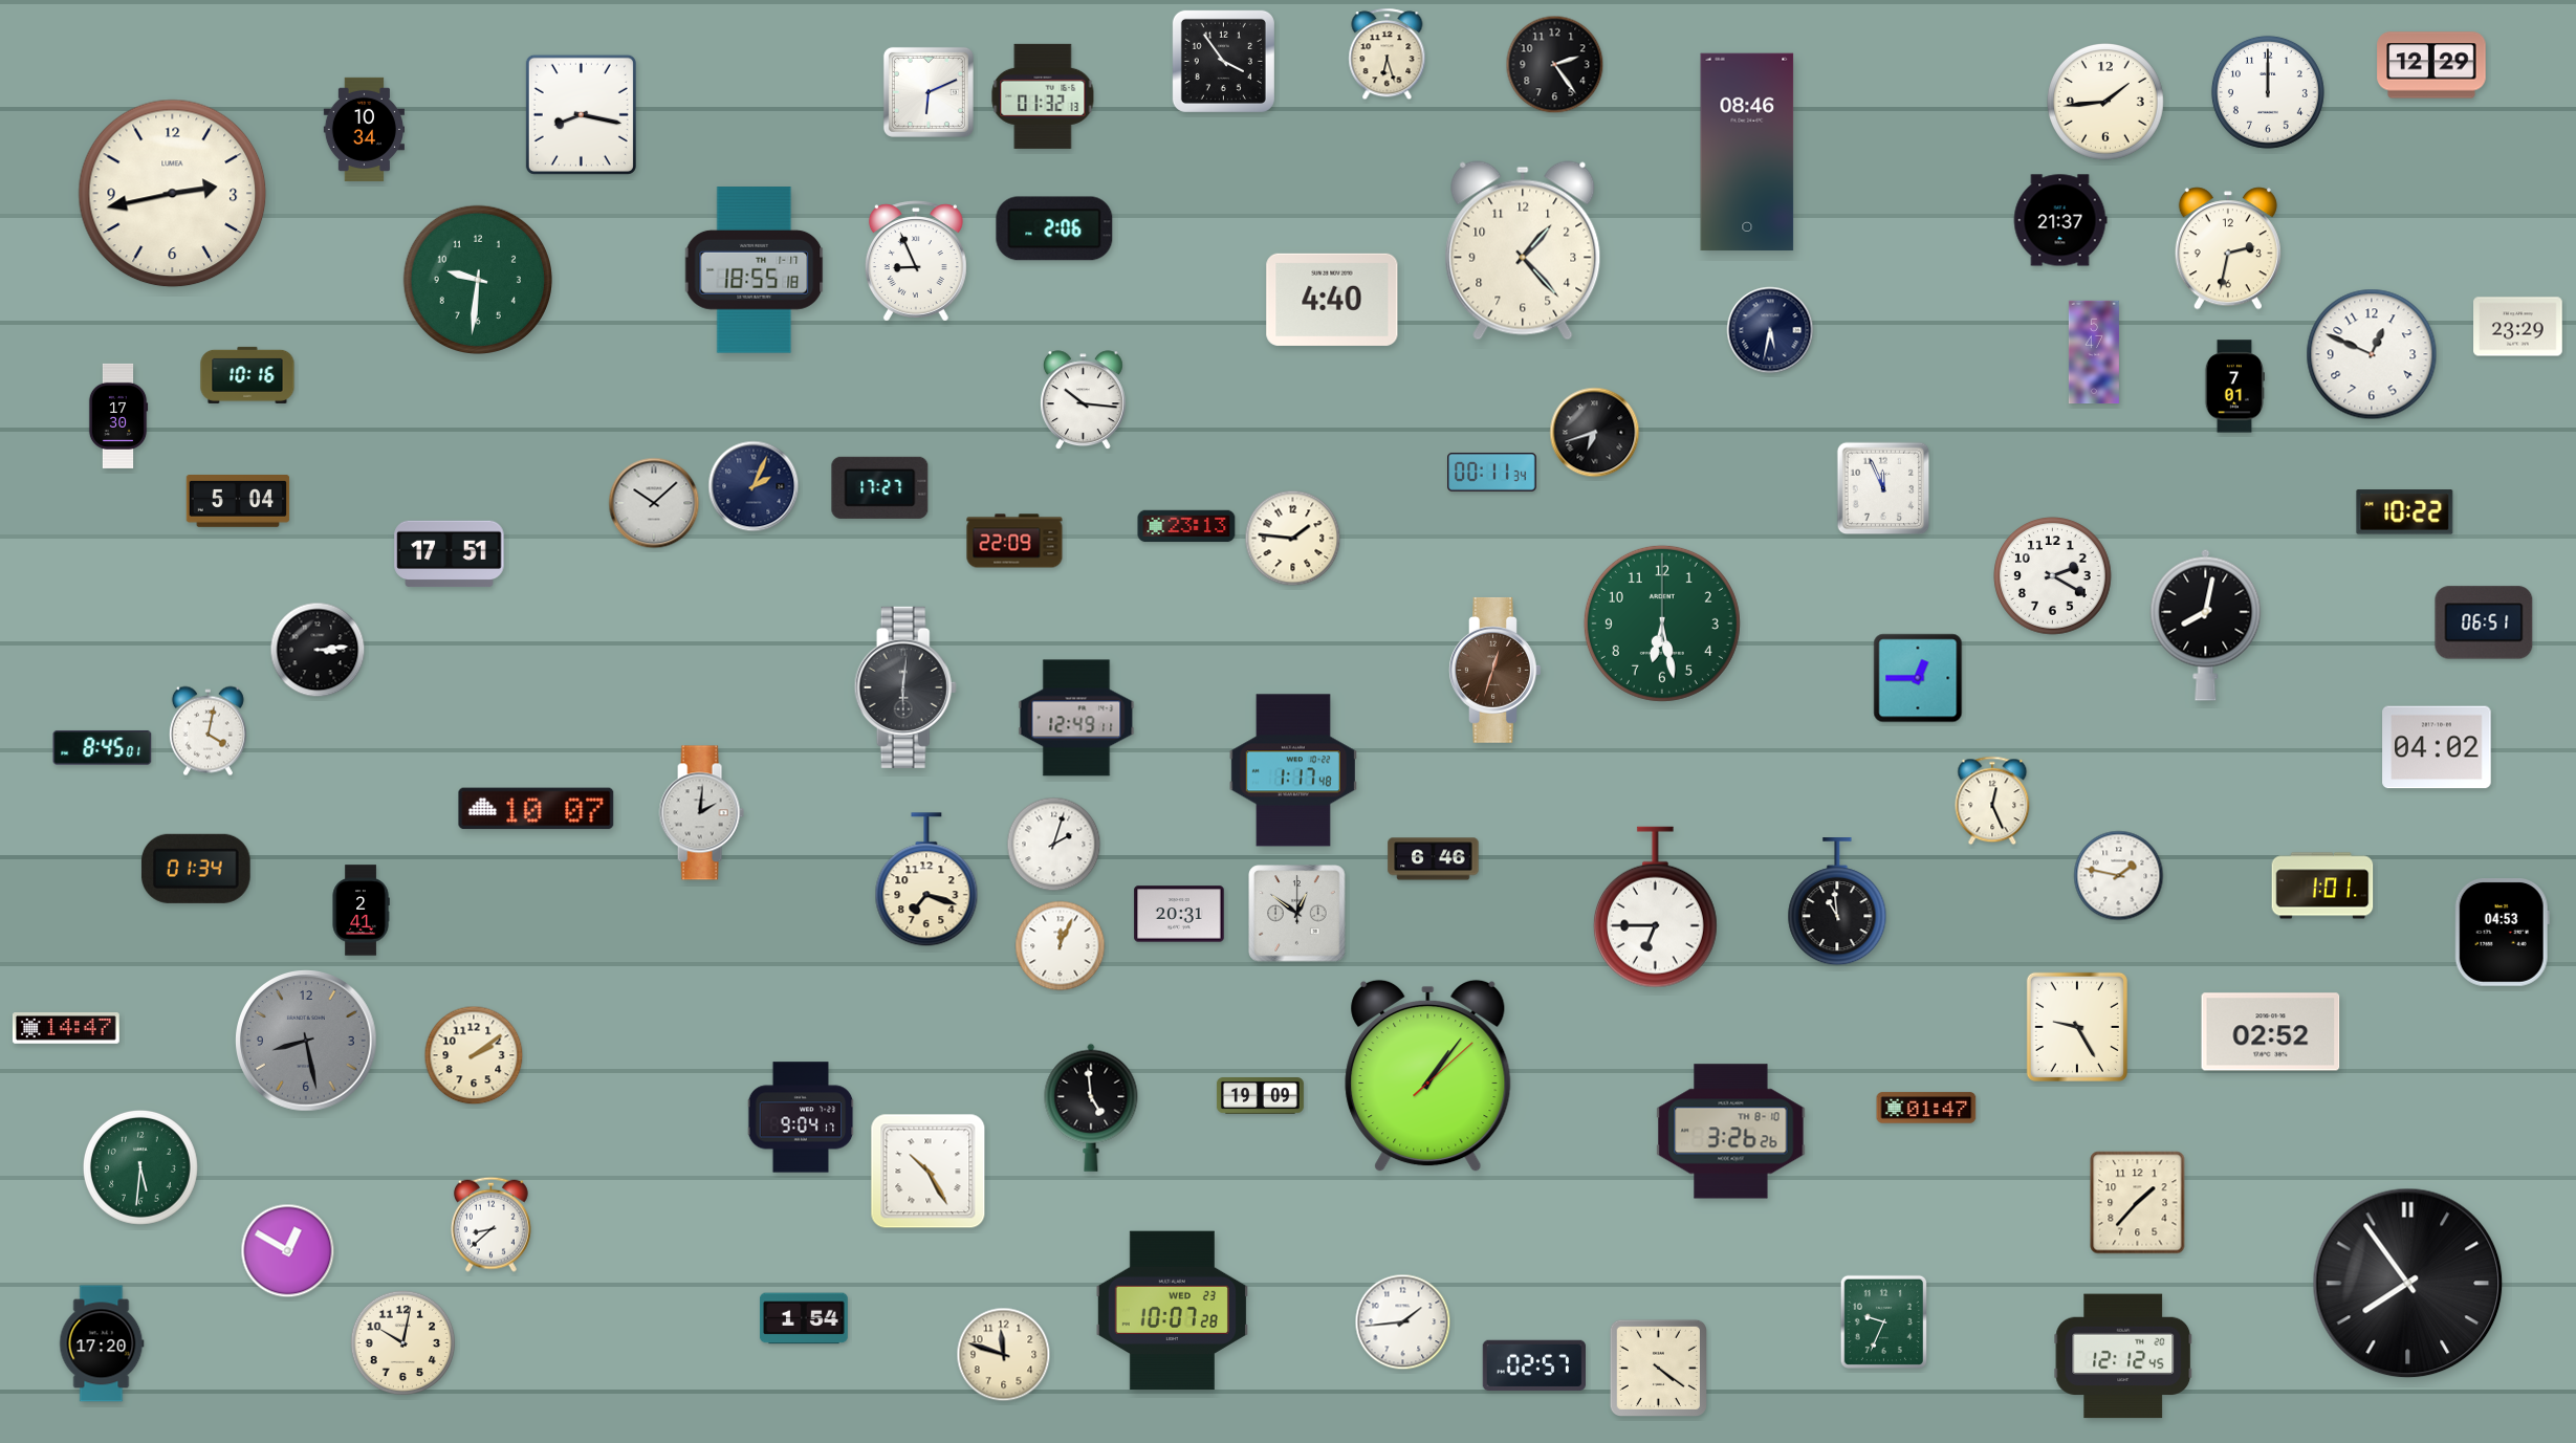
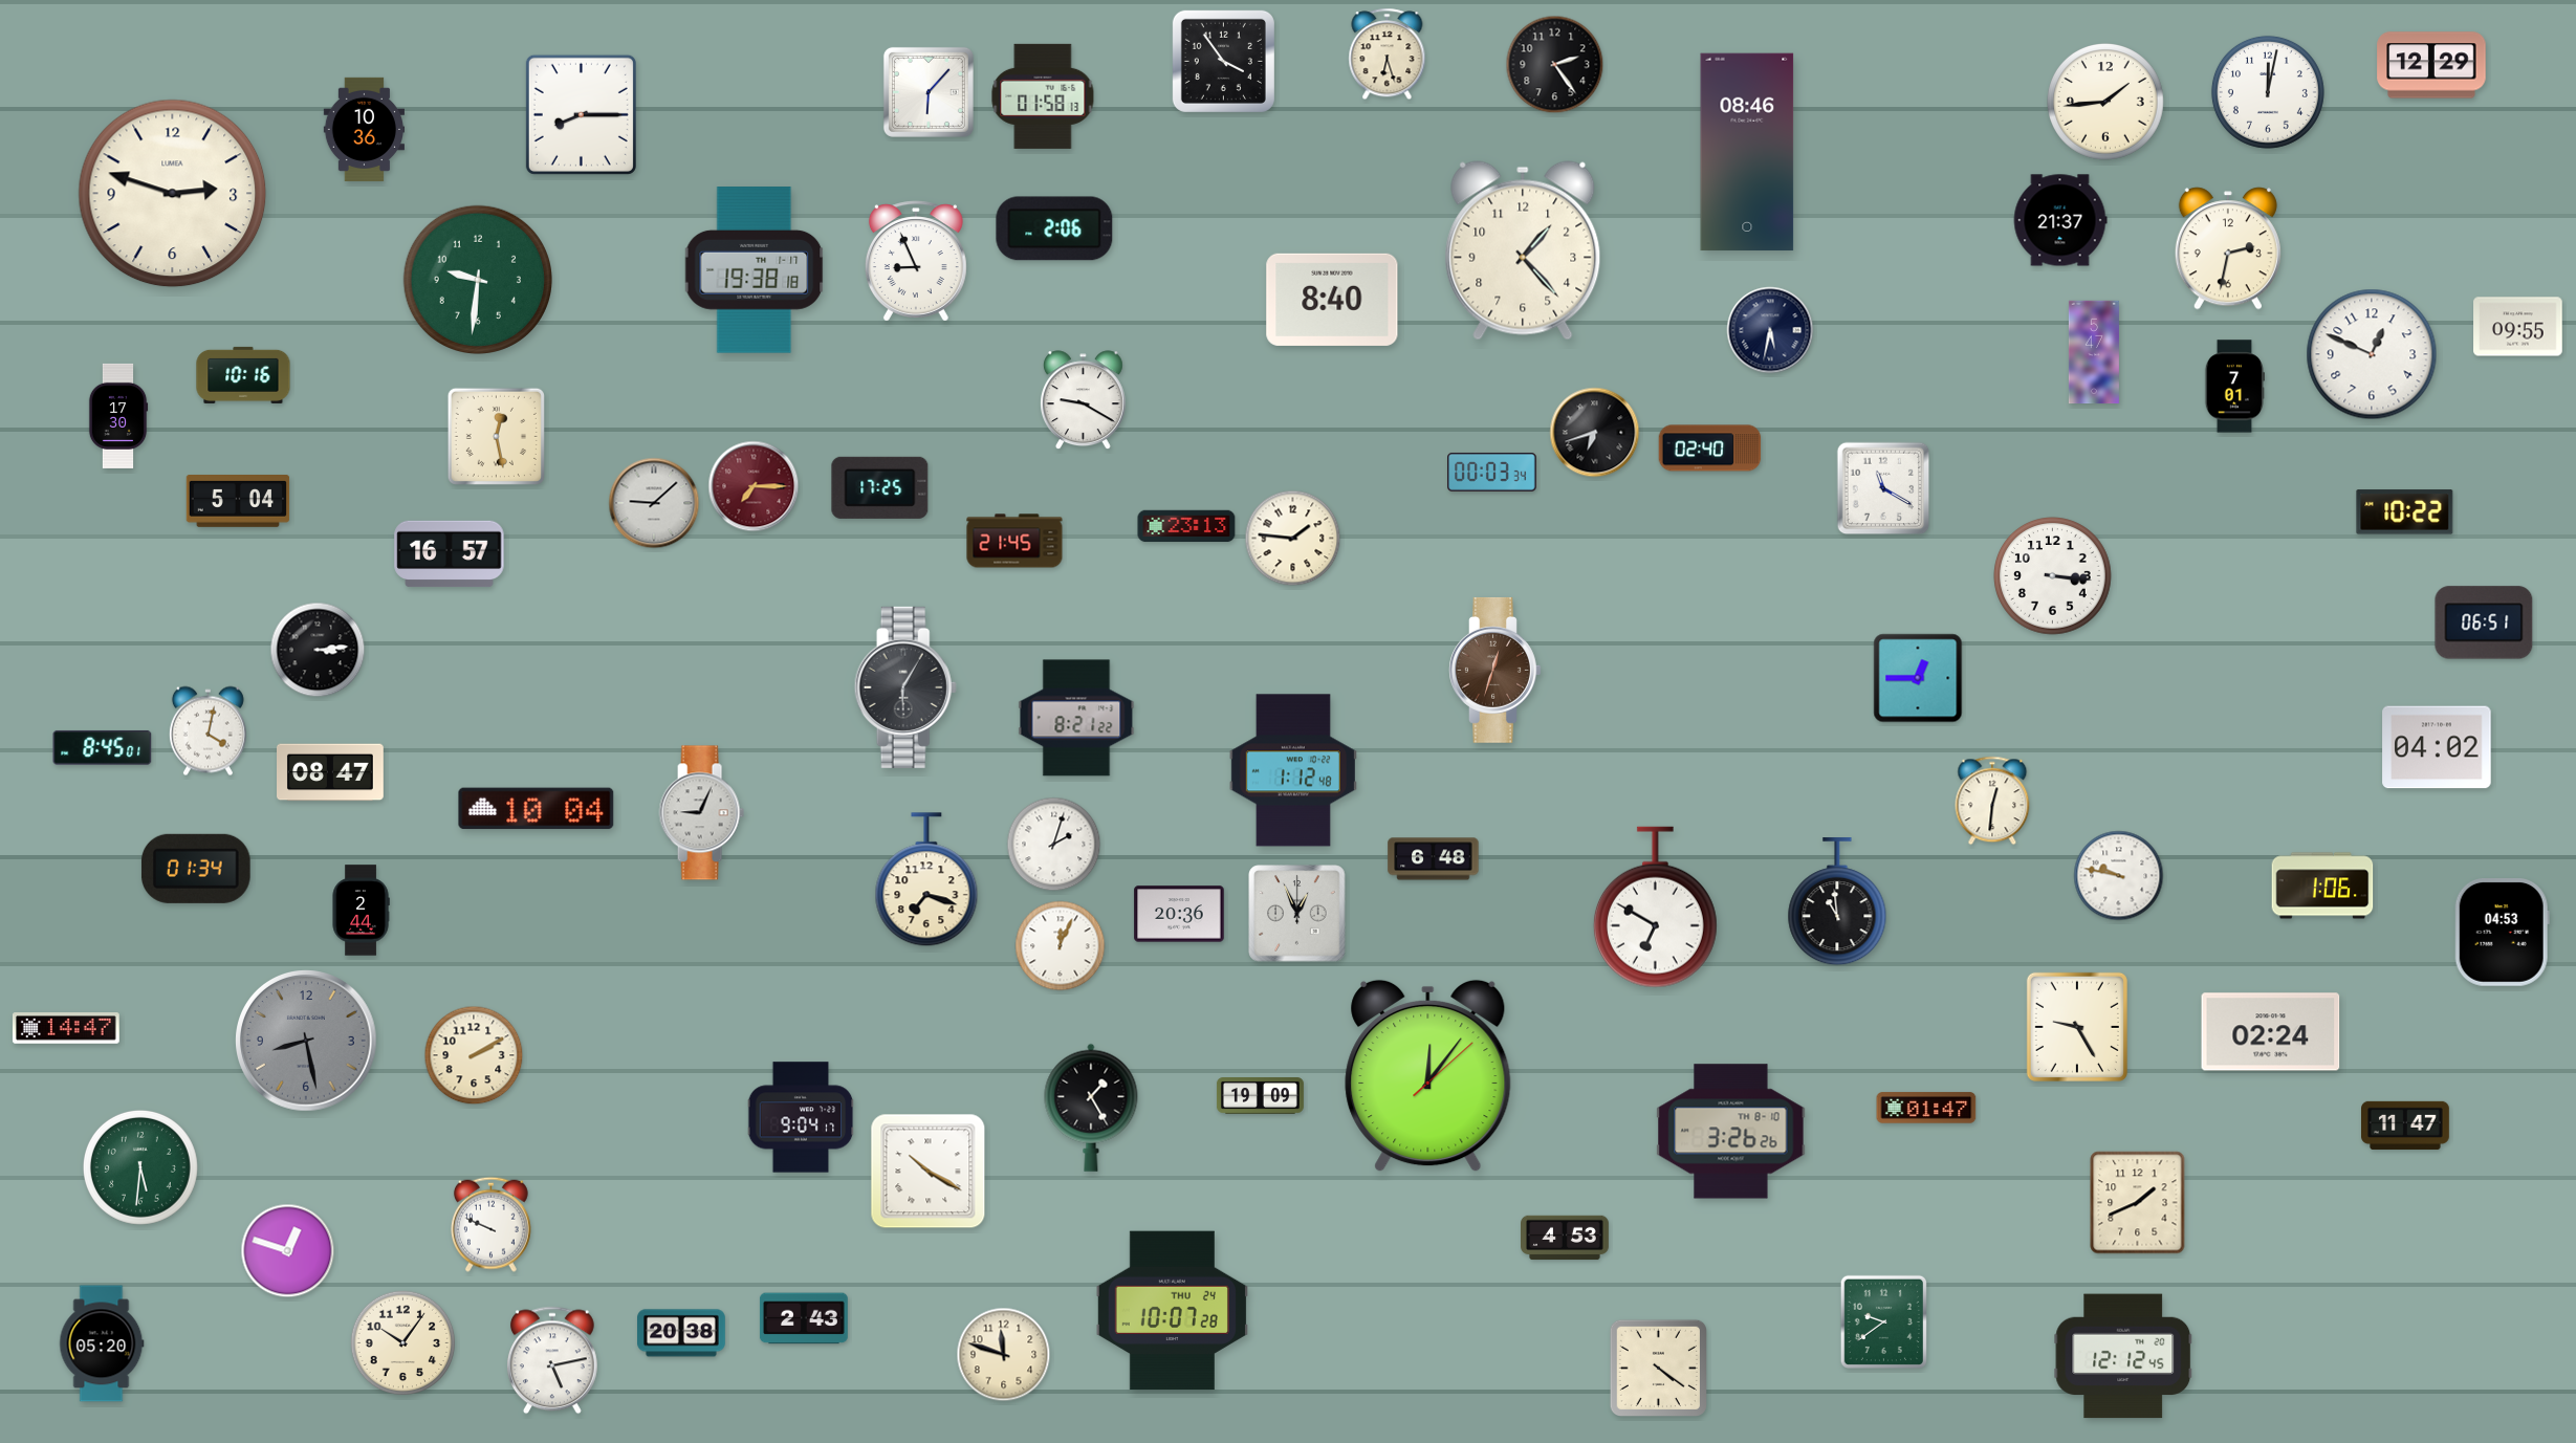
clock at (929, 92): 6:11 -> 6:07
clock at (2268, 92): 12:00 -> 12:02
clock at (1043, 96): 01:32 -> 01:58
clock at (581, 114): 8:17 -> 8:15
clock at (364, 129): 10:34 -> 10:36
clock at (173, 194): 2:43 -> 2:48
clock at (755, 270): 18:55 -> 19:38
clock at (1332, 300): 4:40 -> 8:40
clock at (2518, 327): 23:29 -> 09:55
clock at (247, 375) position: (247, 375) -> (243, 375)
clock at (1083, 400): 10:16 -> 9:20
clock at (496, 436): none -> 12:28
clock at (1710, 449): none -> 02:40
clock at (1492, 472): 00:11 -> 00:03
clock at (754, 486): 2:04 -> 7:15
clock at (754, 486) dial: navy -> burgundy
clock at (880, 487): 17:27 -> 17:25
clock at (1883, 488): 11:56 -> 11:20
clock at (654, 503): 10:08 -> 9:08
clock at (1014, 541): 22:09 -> 21:45
clock at (450, 554): 17:51 -> 16:57
clock at (2053, 576): 2:20 -> 3:16
clock at (1662, 624): 6:28 -> none
clock at (2206, 625): 8:02 -> none
clock at (905, 687): 6:01 -> 6:05
clock at (1076, 718): 12:49 -> 8:21
clock at (1293, 770): 1:17 -> 1:12
clock at (331, 772): none -> 08:47
clock at (1992, 801): 12:26 -> 12:31
clock at (537, 809): 10:07 -> 10:04
clock at (701, 813): 2:01 -> 9:04
clock at (1434, 859): 6:46 -> 6:48
clock at (2119, 876): 1:47 -> 9:47
clock at (2322, 886): 1:01 -> 1:06
clock at (1655, 908): 6:45 -> 6:50
clock at (361, 911): 2:41 -> 2:44
clock at (1179, 914): 20:31 -> 20:36
clock at (1297, 914): 12:51 -> 12:56
clock at (2271, 1032): 02:52 -> 02:24
clock at (474, 1055): 2:09 -> 2:10
clock at (1428, 1076): 1:06 -> 12:06
clock at (1091, 1108): 4:59 -> 1:25
clock at (2406, 1125): none -> 11:47
clock at (929, 1172): 10:25 -> 10:20
clock at (2138, 1203): 1:37 -> 1:41
clock at (490, 1224): 8:38 -> 9:49
clock at (1565, 1238): none -> 4:53
clock at (288, 1251): 12:50 -> 12:48
clock at (2408, 1284): 7:54 -> none
clock at (1172, 1311) date: WED 23 -> THU 24
clock at (804, 1318): 1:54 -> 2:43
clock at (1883, 1321): 9:34 -> 9:39
clock at (1403, 1322): 1:44 -> none
clock at (682, 1333): none -> 20:38
clock at (102, 1343): 17:20 -> 05:20
clock at (403, 1343): 10:02 -> 10:06
clock at (552, 1360): none -> 5:13
clock at (1533, 1364): 02:57 -> none
